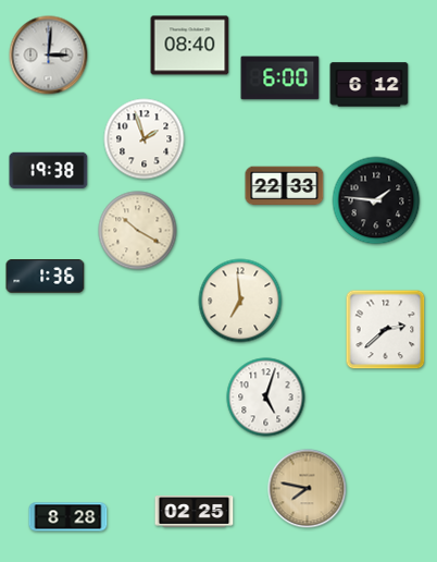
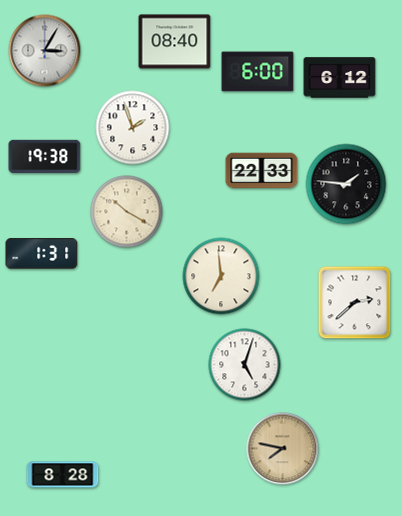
clock at (49, 56): 3:01 -> 3:05
clock at (46, 277): 1:36 -> 1:31
clock at (195, 512): 02:25 -> none
